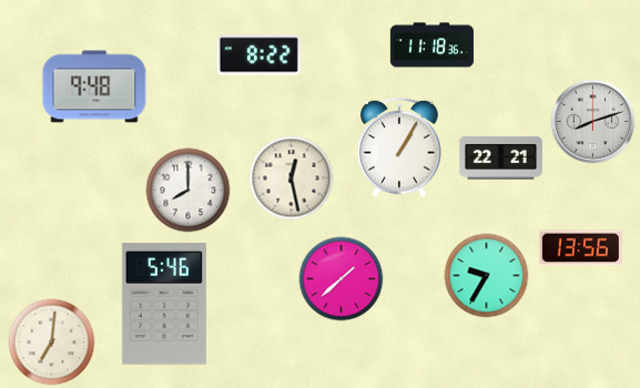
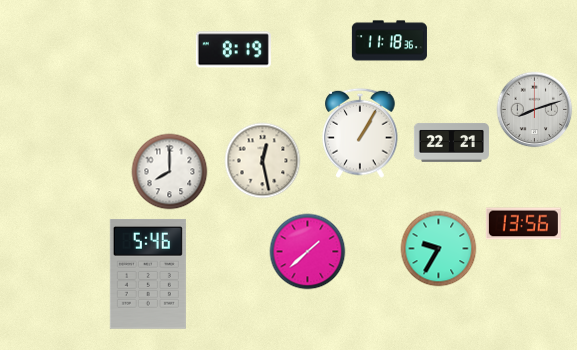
clock at (258, 55): 8:22 -> 8:19
clock at (94, 86): 9:48 -> none
clock at (52, 343): 7:01 -> none
